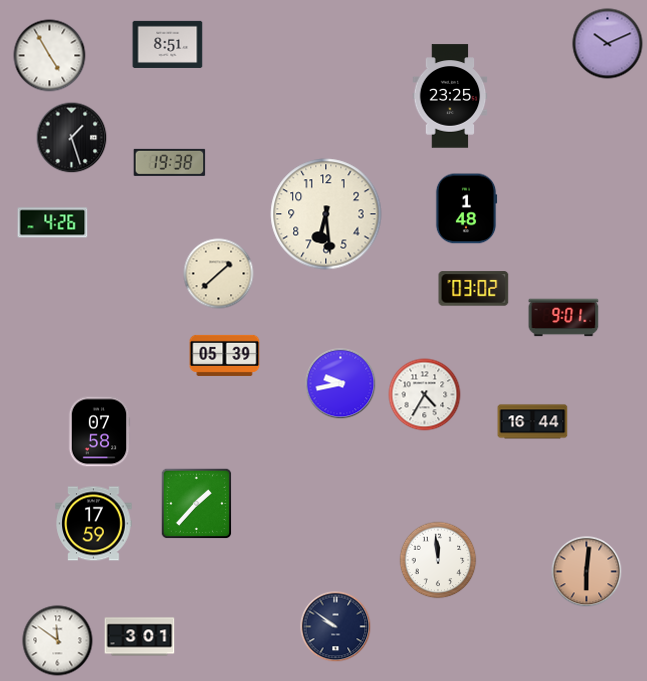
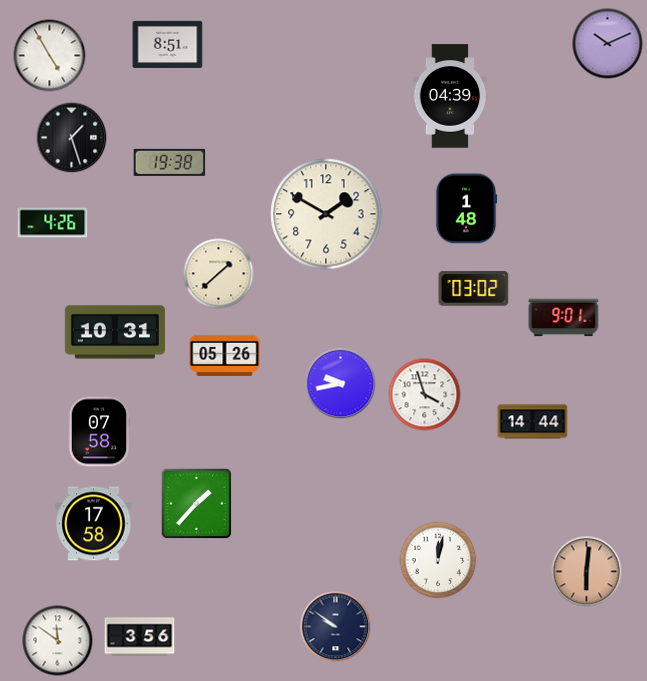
clock at (450, 96): 23:25 -> 04:39
clock at (326, 214): 6:29 -> 1:50
clock at (114, 332): none -> 10:31
clock at (225, 355): 05:39 -> 05:26
clock at (425, 395): 4:35 -> 3:57
clock at (533, 422): 16:44 -> 14:44
clock at (94, 524): 17:59 -> 17:58
clock at (438, 560): 11:59 -> 12:02
clock at (140, 637): 3:01 -> 3:56
